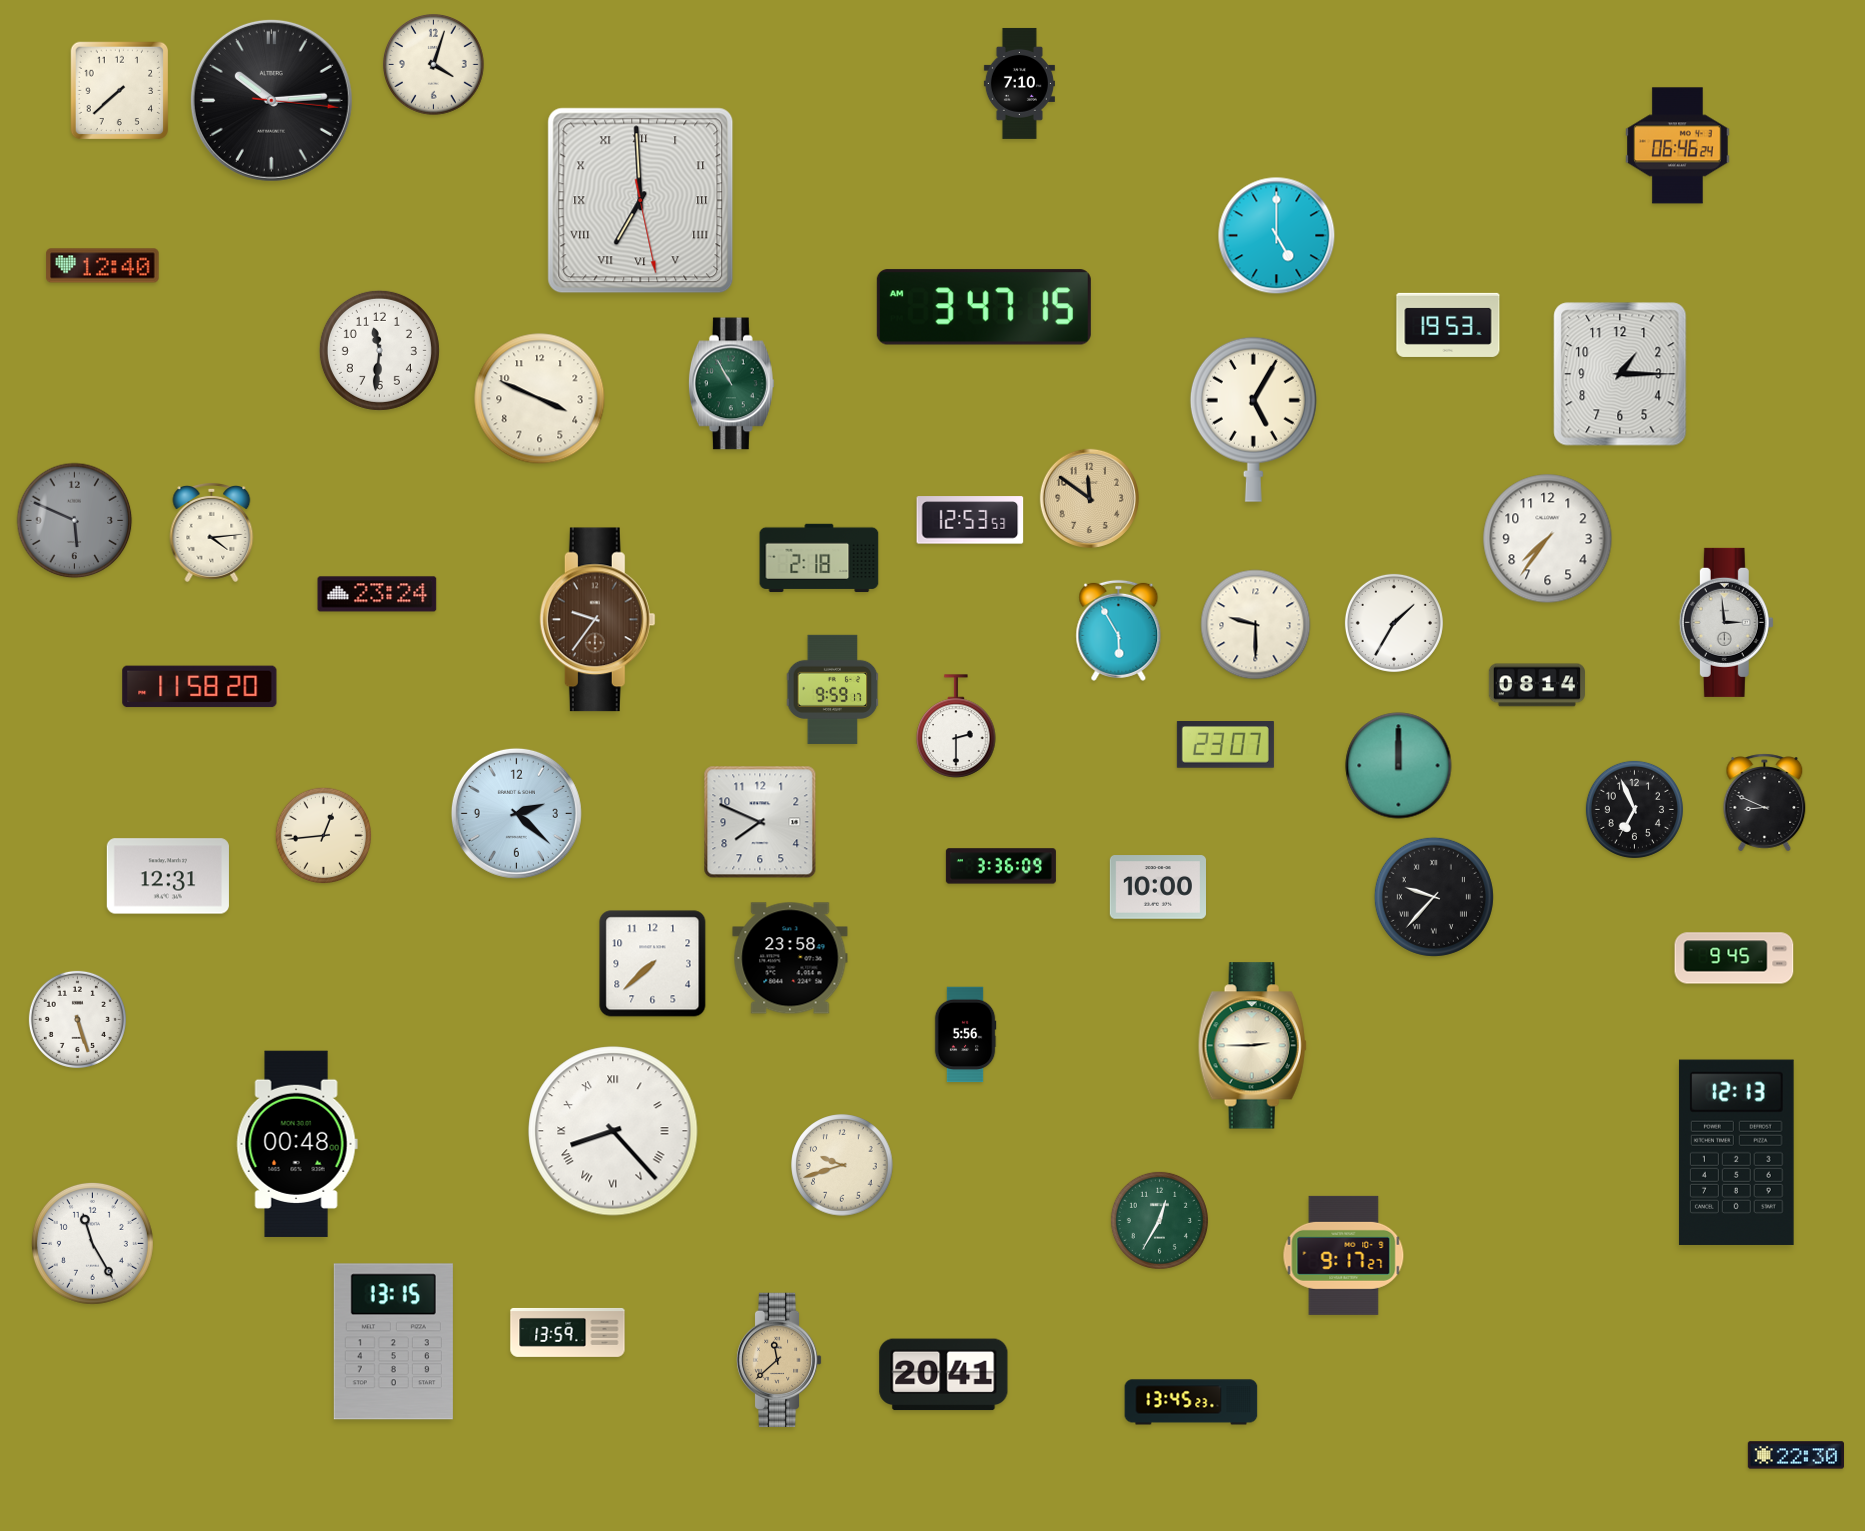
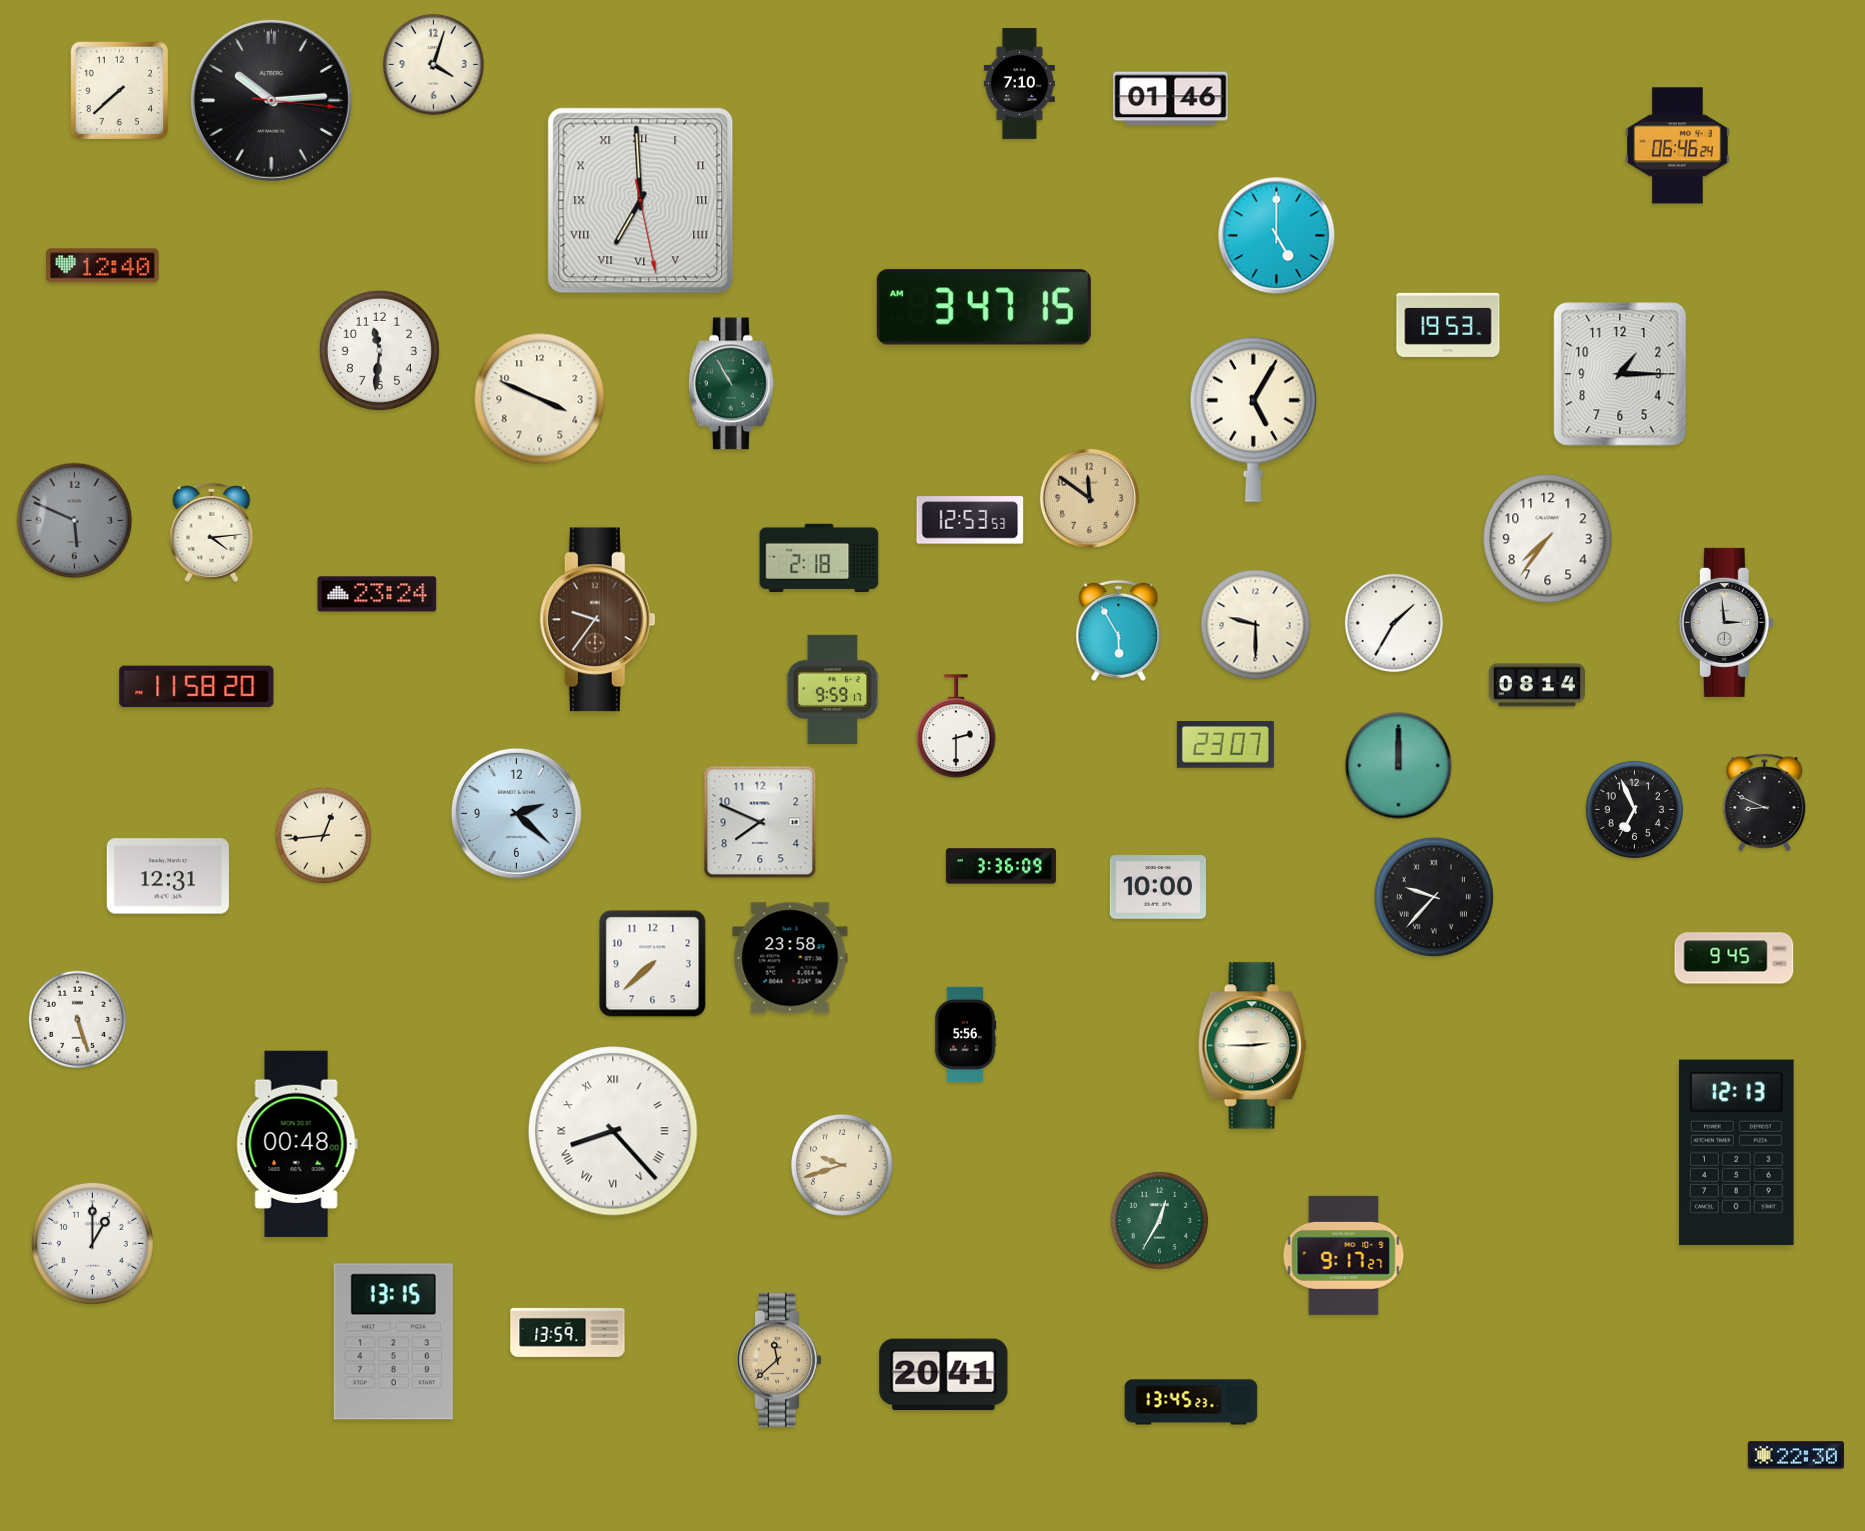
clock at (1171, 99): none -> 01:46
clock at (200, 687) position: (200, 687) -> (197, 687)
clock at (92, 1243): 11:25 -> 1:00
